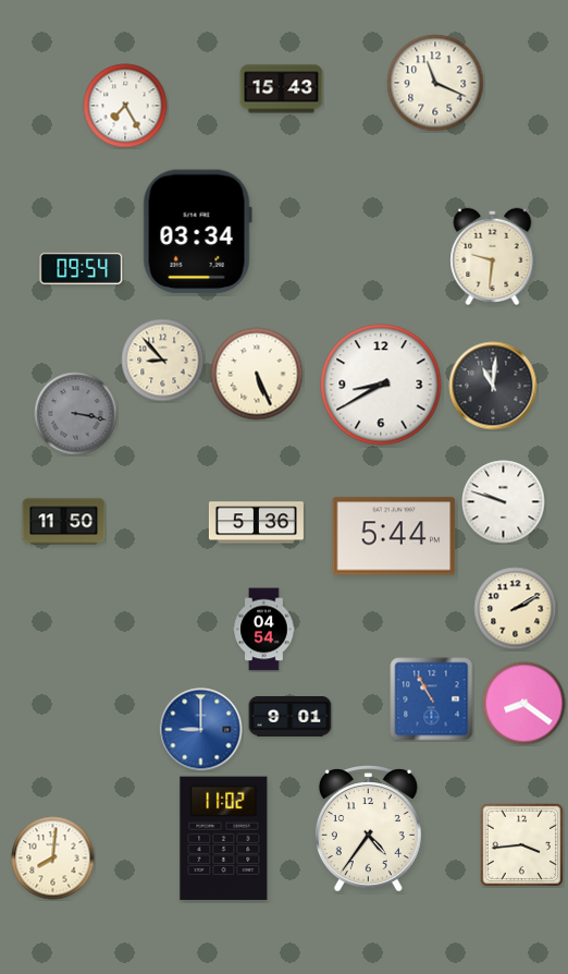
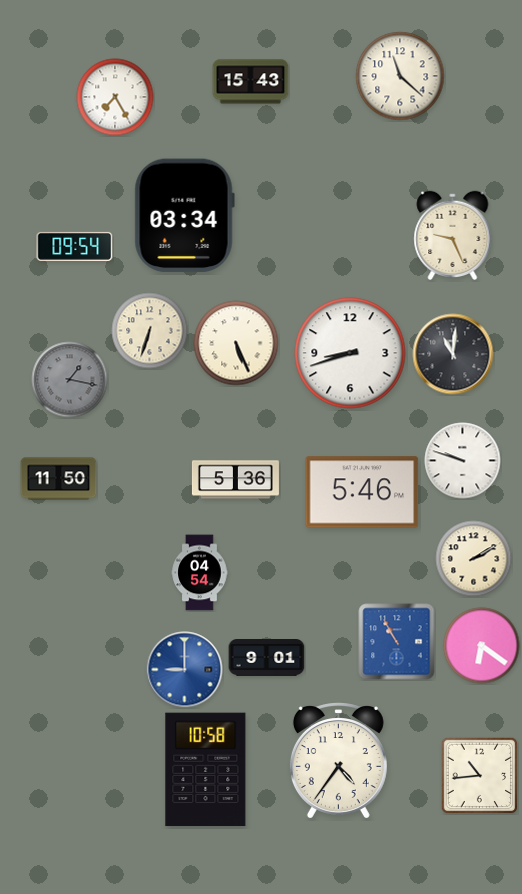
clock at (435, 83): 11:19 -> 11:22
clock at (282, 89) position: (282, 89) -> (251, 82)
clock at (197, 232) position: (197, 232) -> (184, 216)
clock at (493, 256): 9:31 -> 9:26
clock at (163, 361): 8:53 -> 6:33
clock at (381, 385): 8:40 -> 8:42
clock at (76, 414): 3:17 -> 1:17
clock at (394, 536): 5:44 -> 5:46
clock at (264, 630) position: (264, 630) -> (200, 573)
clock at (524, 704): 8:21 -> 6:21
clock at (224, 839): 11:02 -> 10:58
clock at (521, 844): 3:44 -> 10:44
clock at (53, 859): 8:01 -> none
